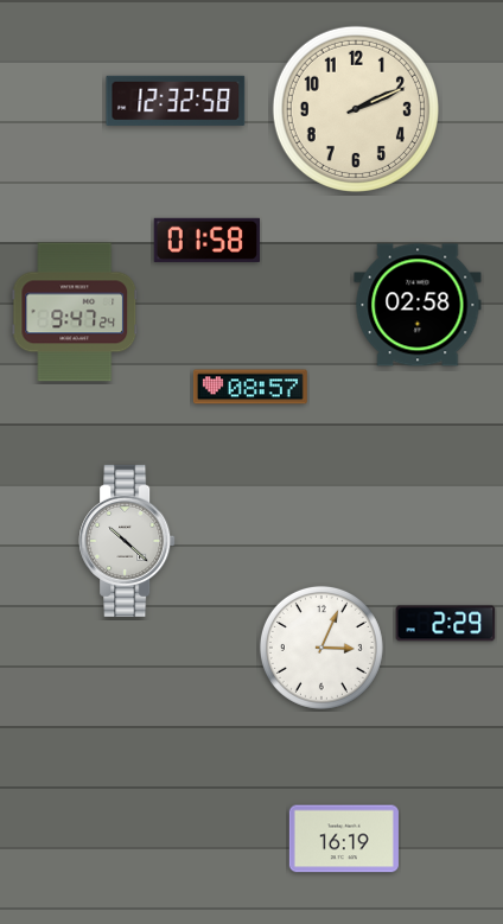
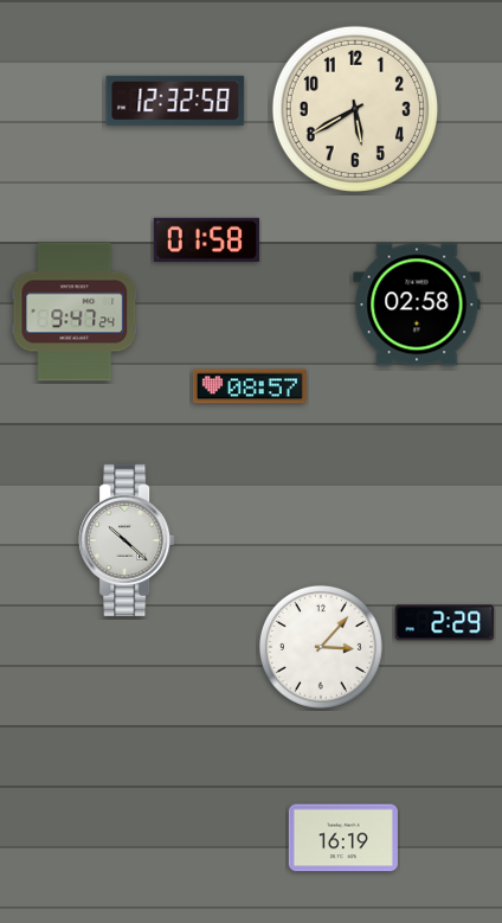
clock at (356, 109): 2:11 -> 5:40
clock at (321, 648): 3:04 -> 3:07
